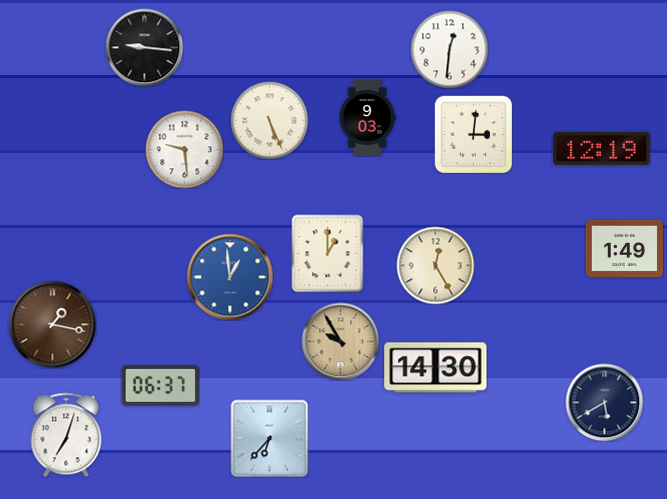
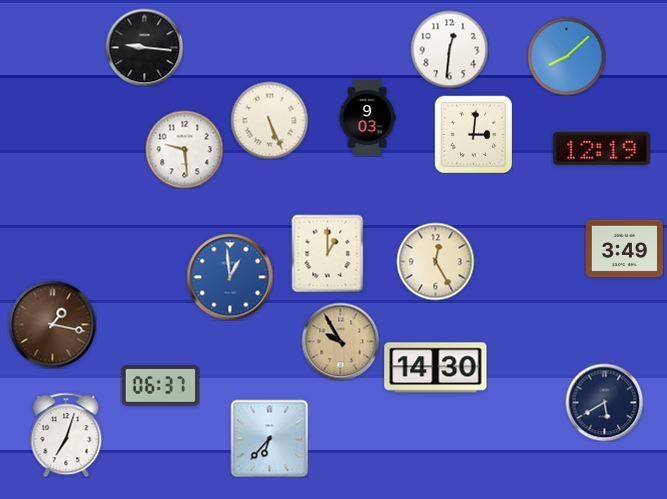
clock at (566, 56): none -> 8:08
clock at (624, 249): 1:49 -> 3:49
clock at (435, 265) position: (435, 265) -> (435, 261)
